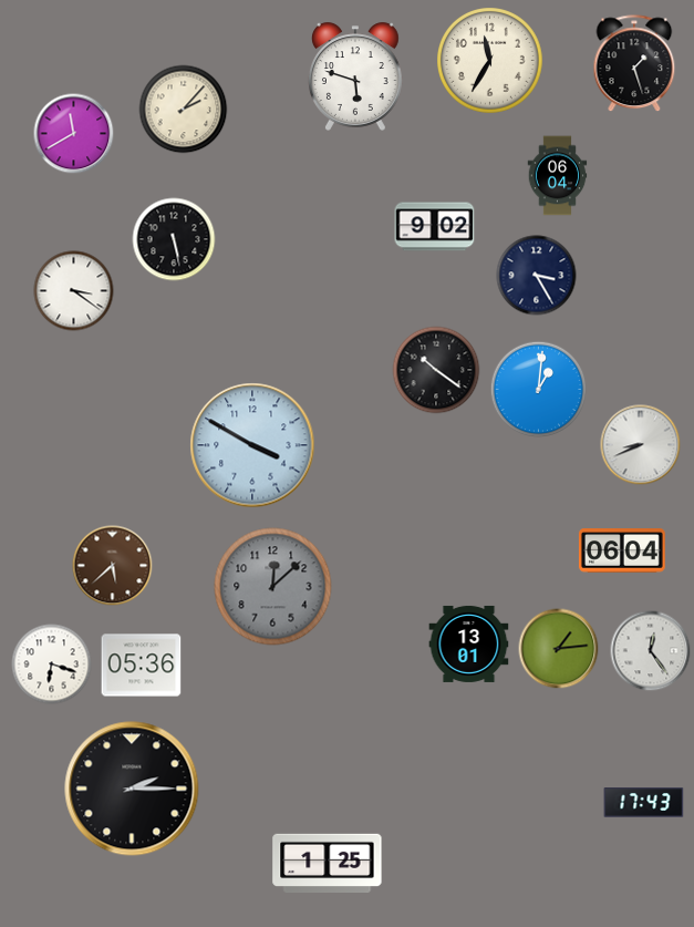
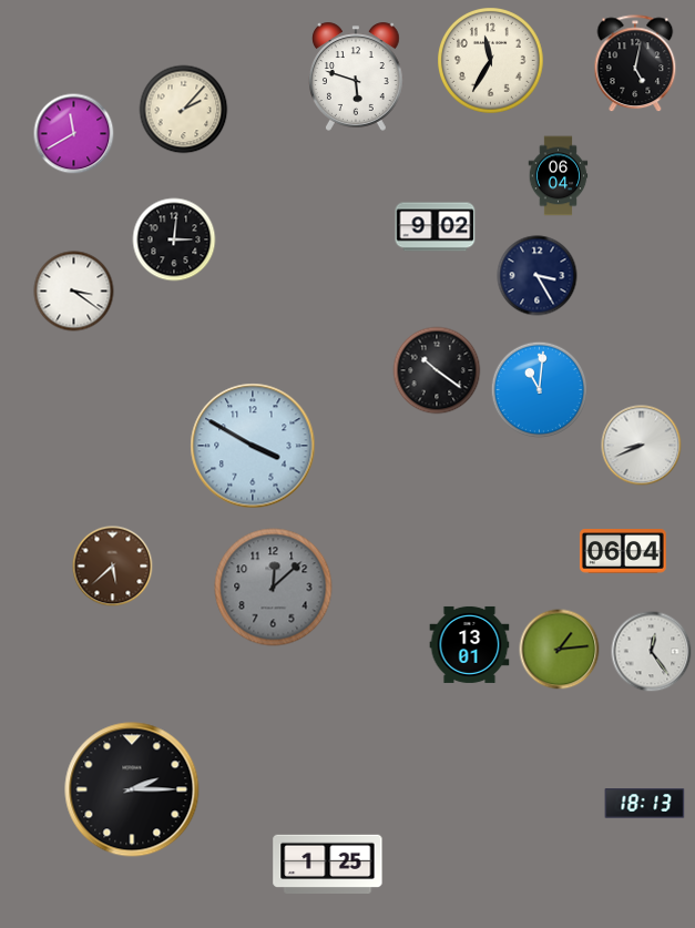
clock at (634, 64): 1:27 -> 5:02
clock at (174, 239): 5:28 -> 3:01
clock at (539, 390): 1:01 -> 11:01
clock at (52, 665): 6:18 -> none
clock at (142, 666): 05:36 -> none
clock at (644, 803): 17:43 -> 18:13
